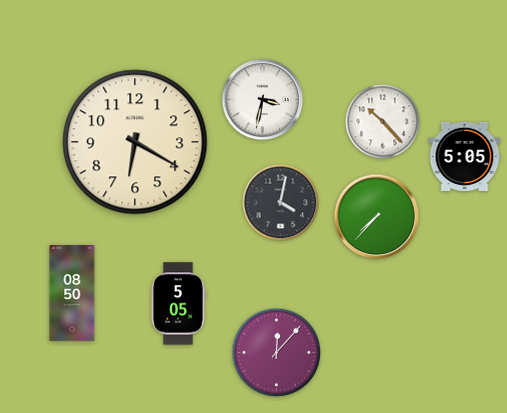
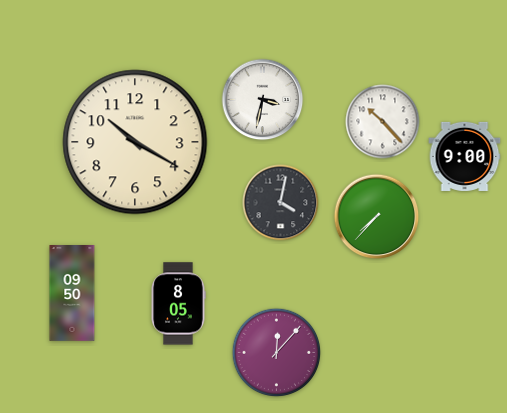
clock at (135, 142): 6:20 -> 10:20
clock at (465, 156): 5:05 -> 9:00
clock at (72, 293): 08:50 -> 09:50
clock at (178, 304): 5:05 -> 8:05
